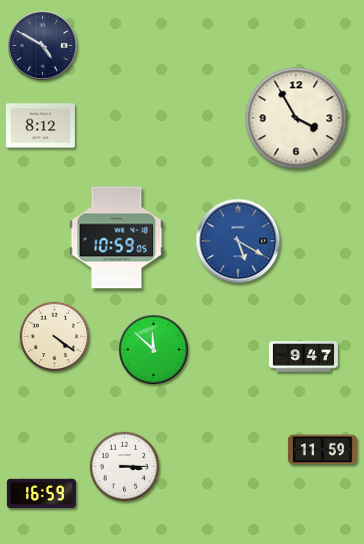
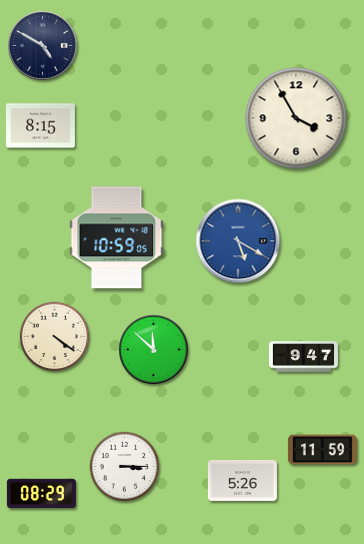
clock at (40, 126): 8:12 -> 8:15
clock at (242, 480): none -> 5:26
clock at (41, 493): 16:59 -> 08:29
